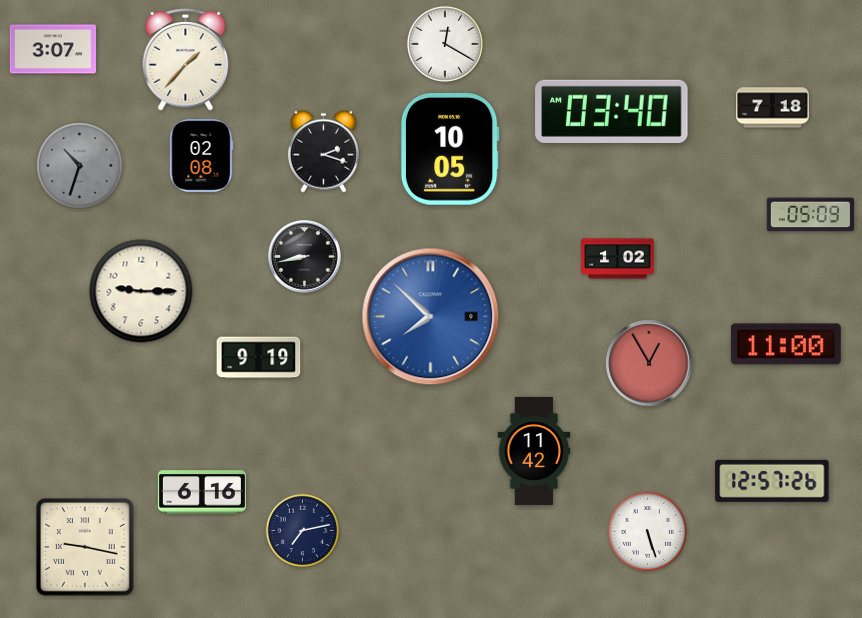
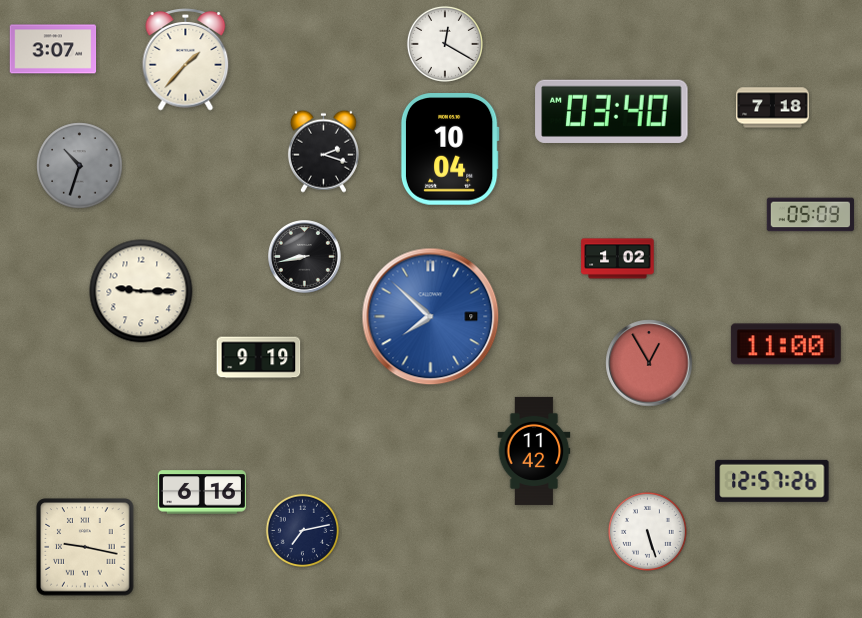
clock at (450, 150): 10:05 -> 10:04
clock at (202, 156): 02:08 -> none
